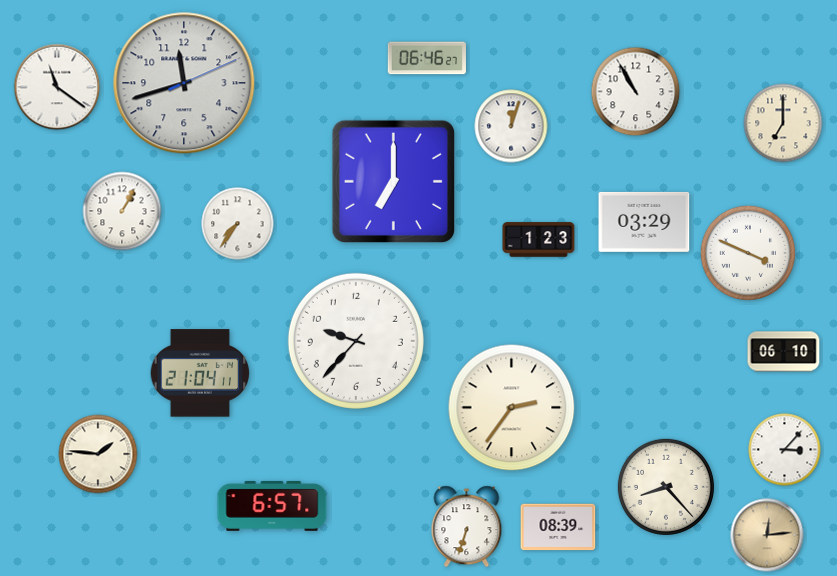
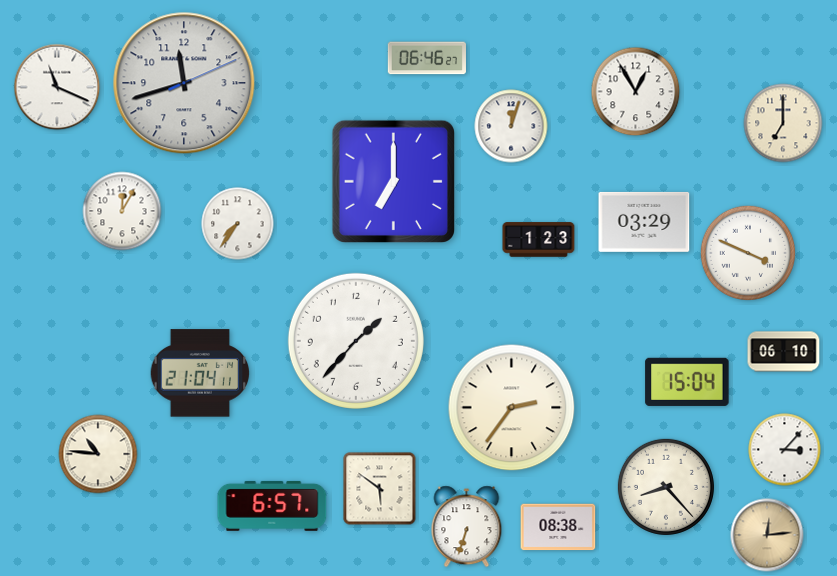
clock at (57, 87): 11:21 -> 11:19
clock at (636, 92): 10:55 -> 12:55
clock at (122, 211): 1:05 -> 12:05
clock at (356, 341): 9:37 -> 1:37
clock at (687, 382): none -> 15:04
clock at (98, 454): 1:46 -> 10:46
clock at (380, 489): none -> 5:51
clock at (558, 527): 08:39 -> 08:38
